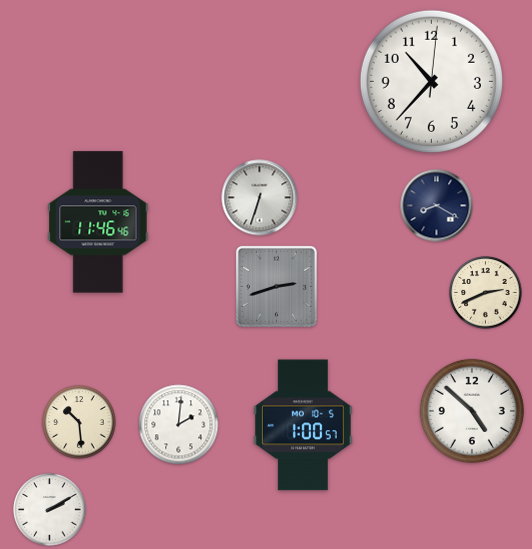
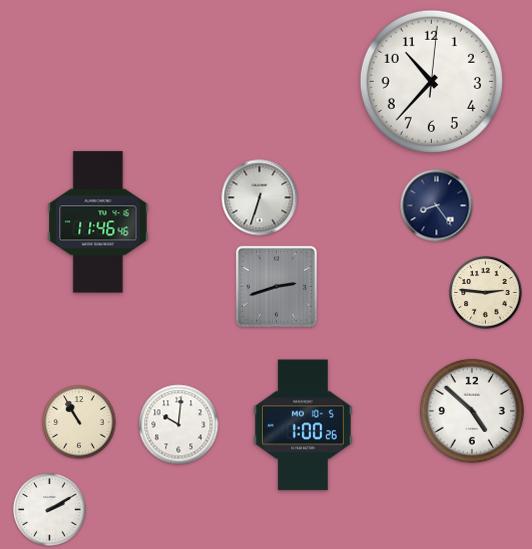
clock at (437, 206): 8:20 -> 8:24
clock at (486, 293): 2:41 -> 2:46
clock at (79, 422): 10:29 -> 10:55
clock at (179, 425): 2:01 -> 10:01
clock at (303, 425): 1:00:57 -> 1:00:26
